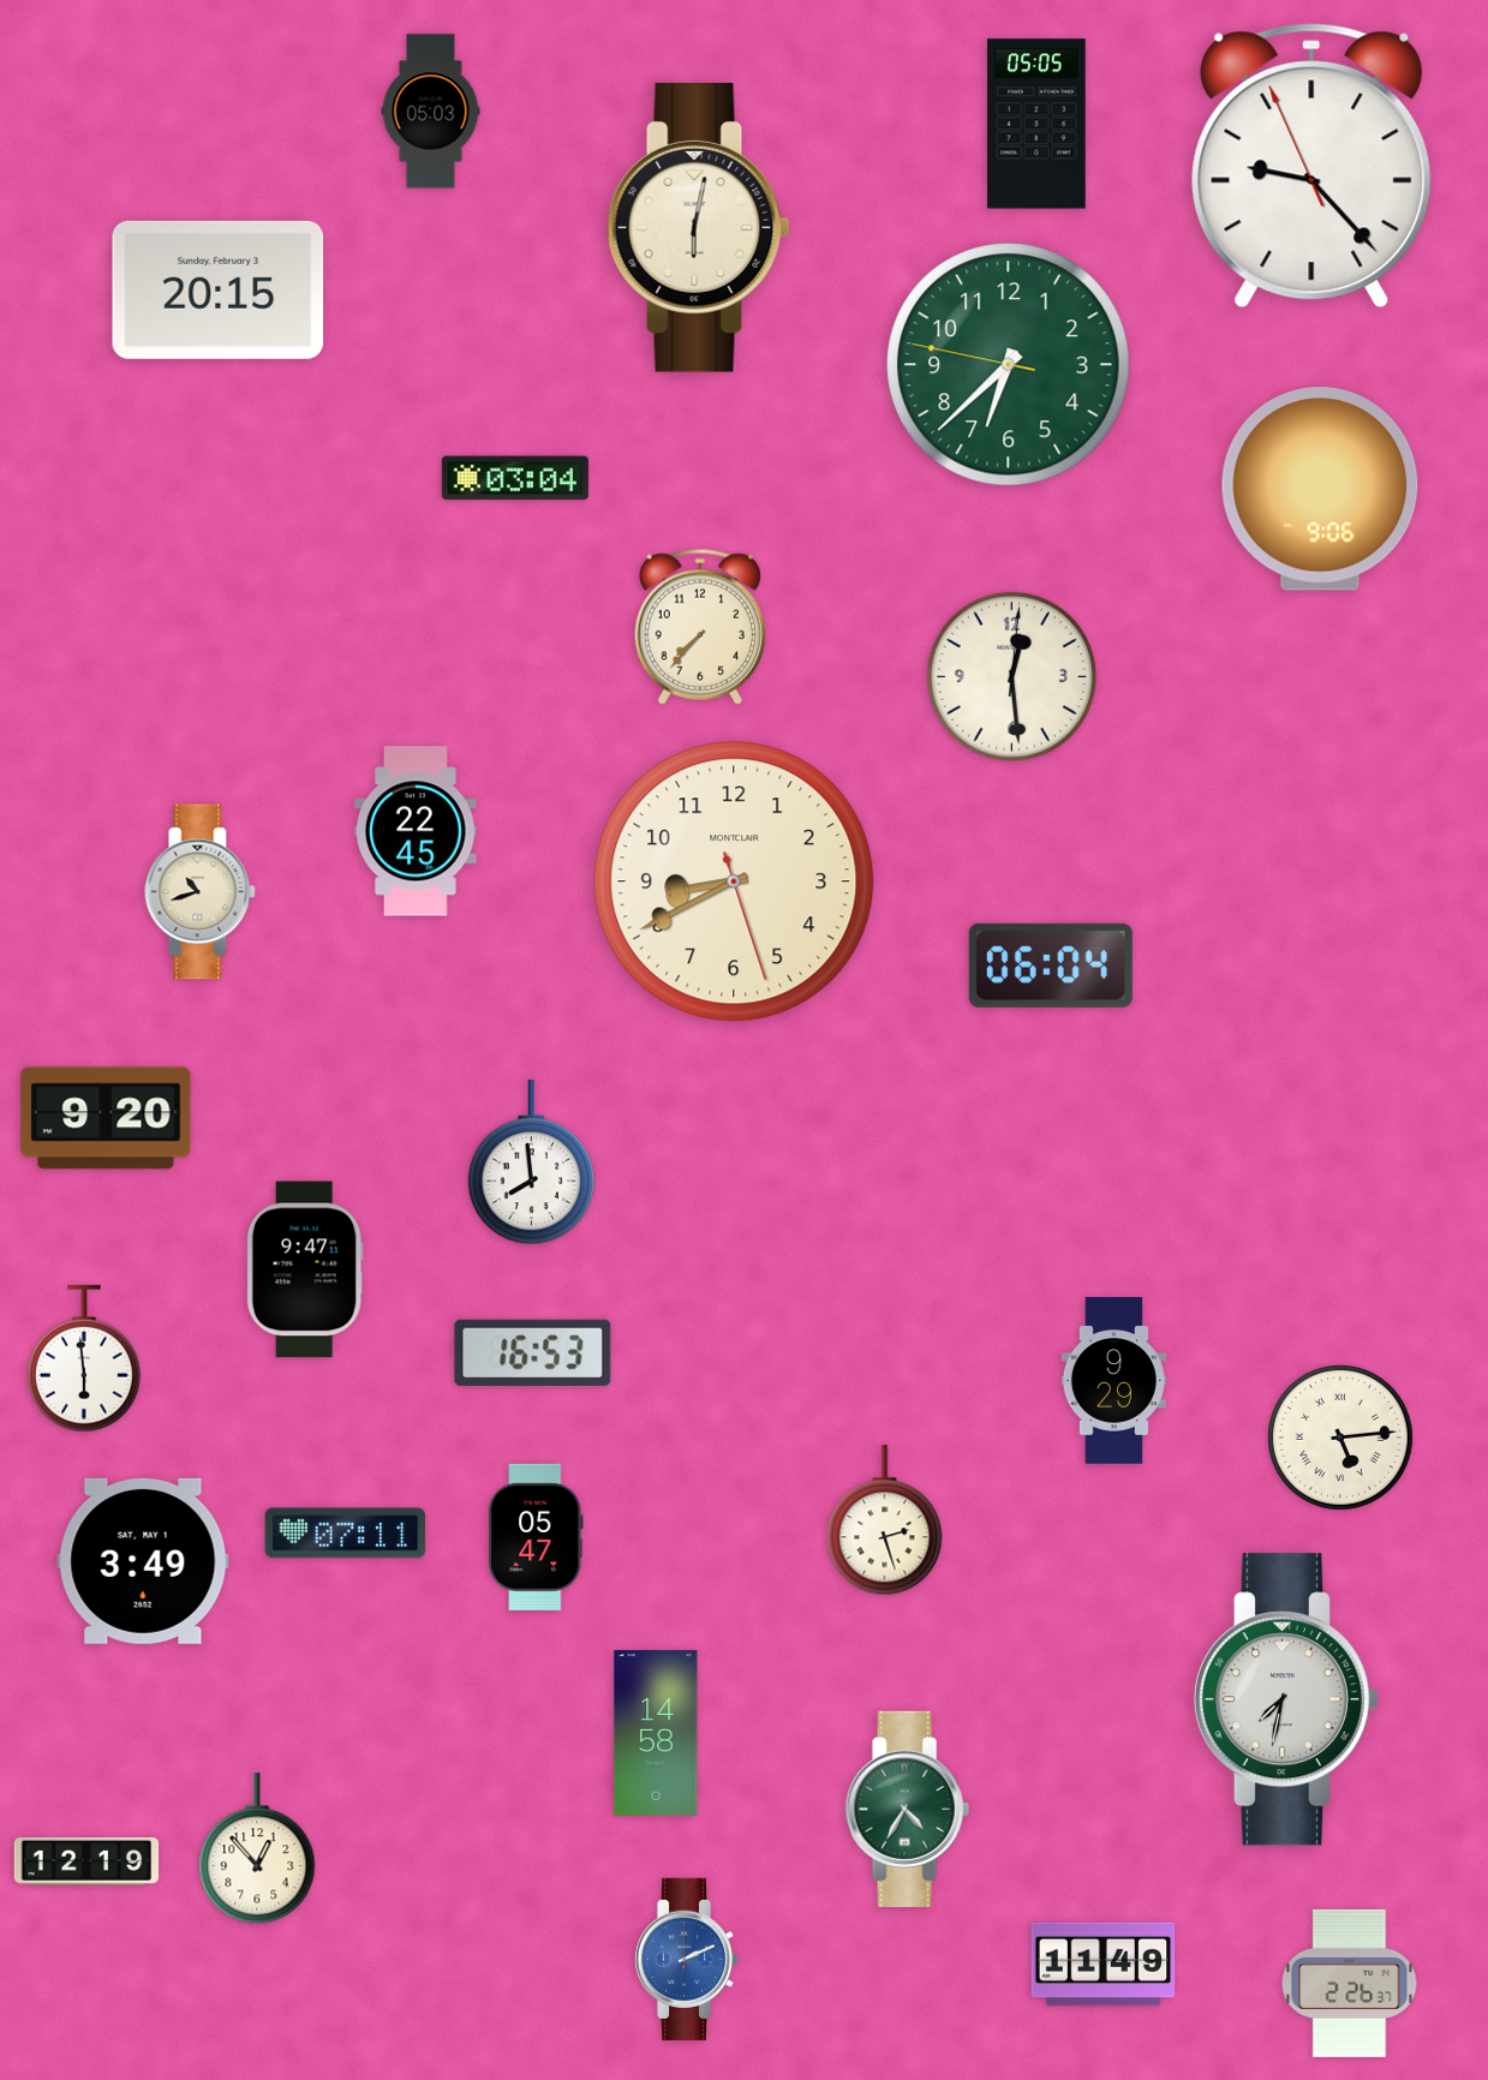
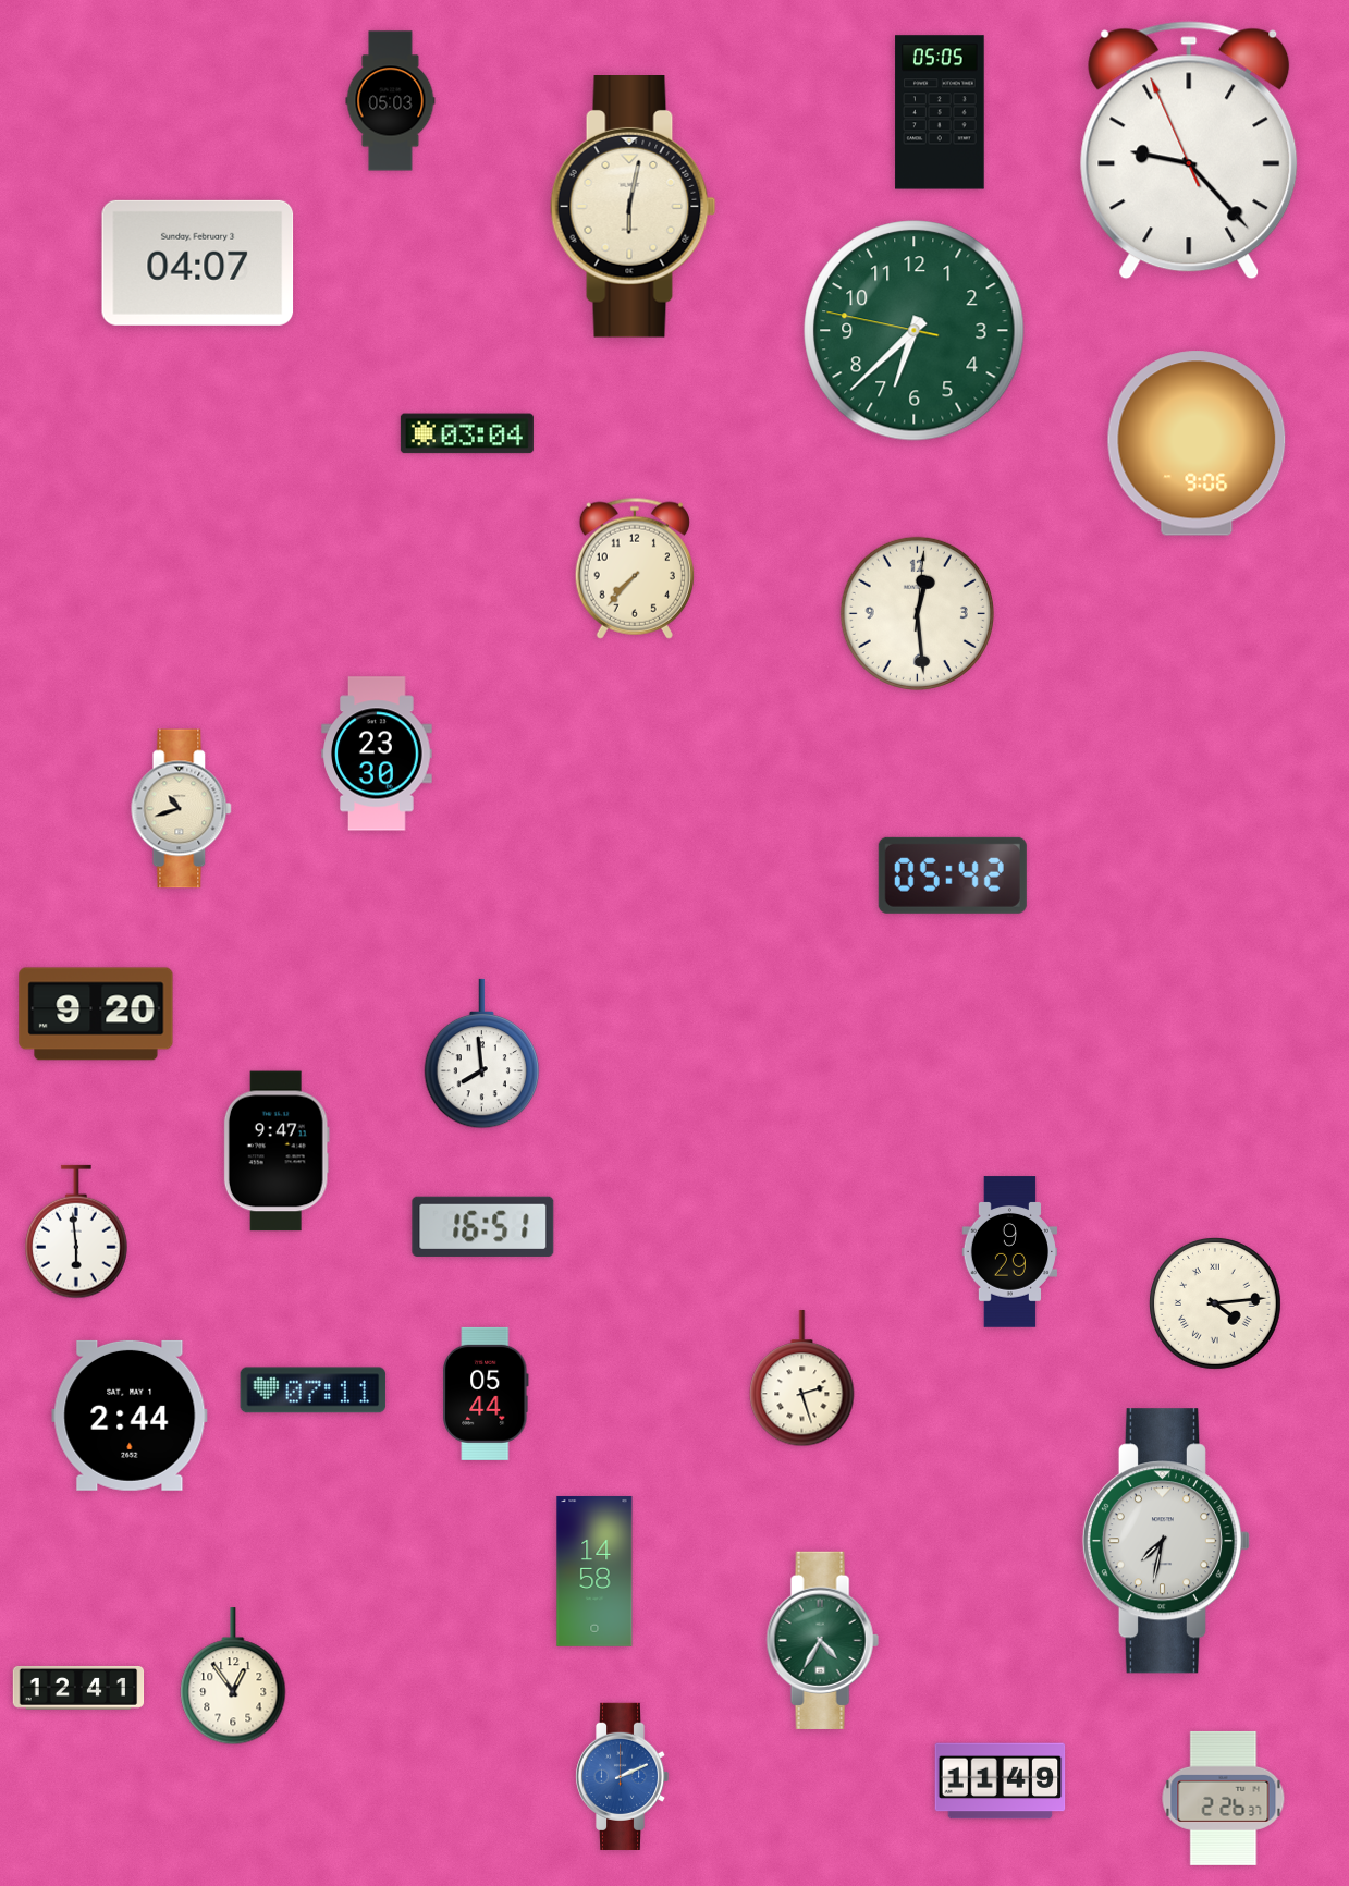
clock at (219, 289): 20:15 -> 04:07
clock at (416, 831): 22:45 -> 23:30
clock at (734, 881): 8:40 -> none
clock at (1051, 966): 06:04 -> 05:42
clock at (533, 1352): 16:53 -> 16:51
clock at (1341, 1439): 5:14 -> 4:14
clock at (536, 1537): 05:47 -> 05:44
clock at (143, 1561): 3:49 -> 2:44
clock at (257, 1849): 12:53 -> 12:54
clock at (86, 1861): 12:19 -> 12:41
